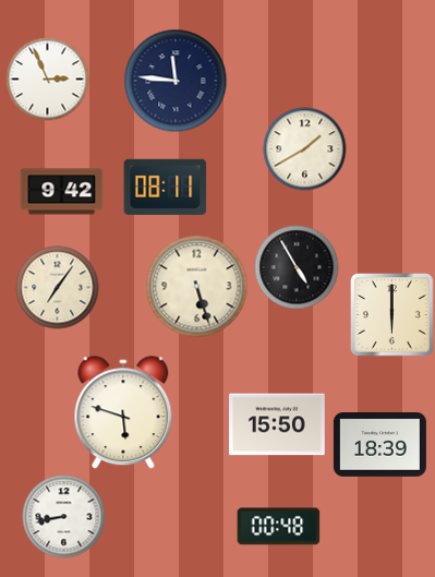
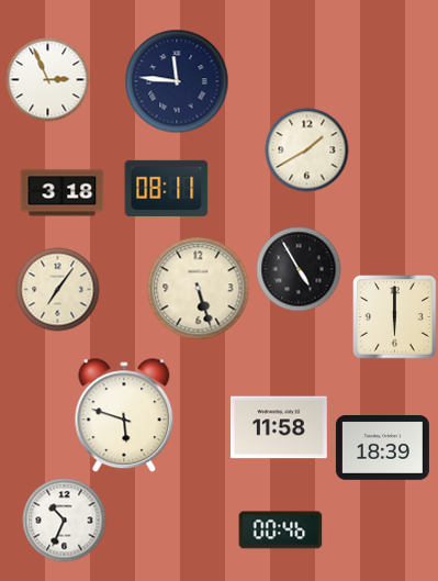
clock at (62, 192): 9:42 -> 3:18
clock at (278, 424): 15:50 -> 11:58
clock at (64, 517): 8:43 -> 10:34
clock at (279, 527): 00:48 -> 00:46
